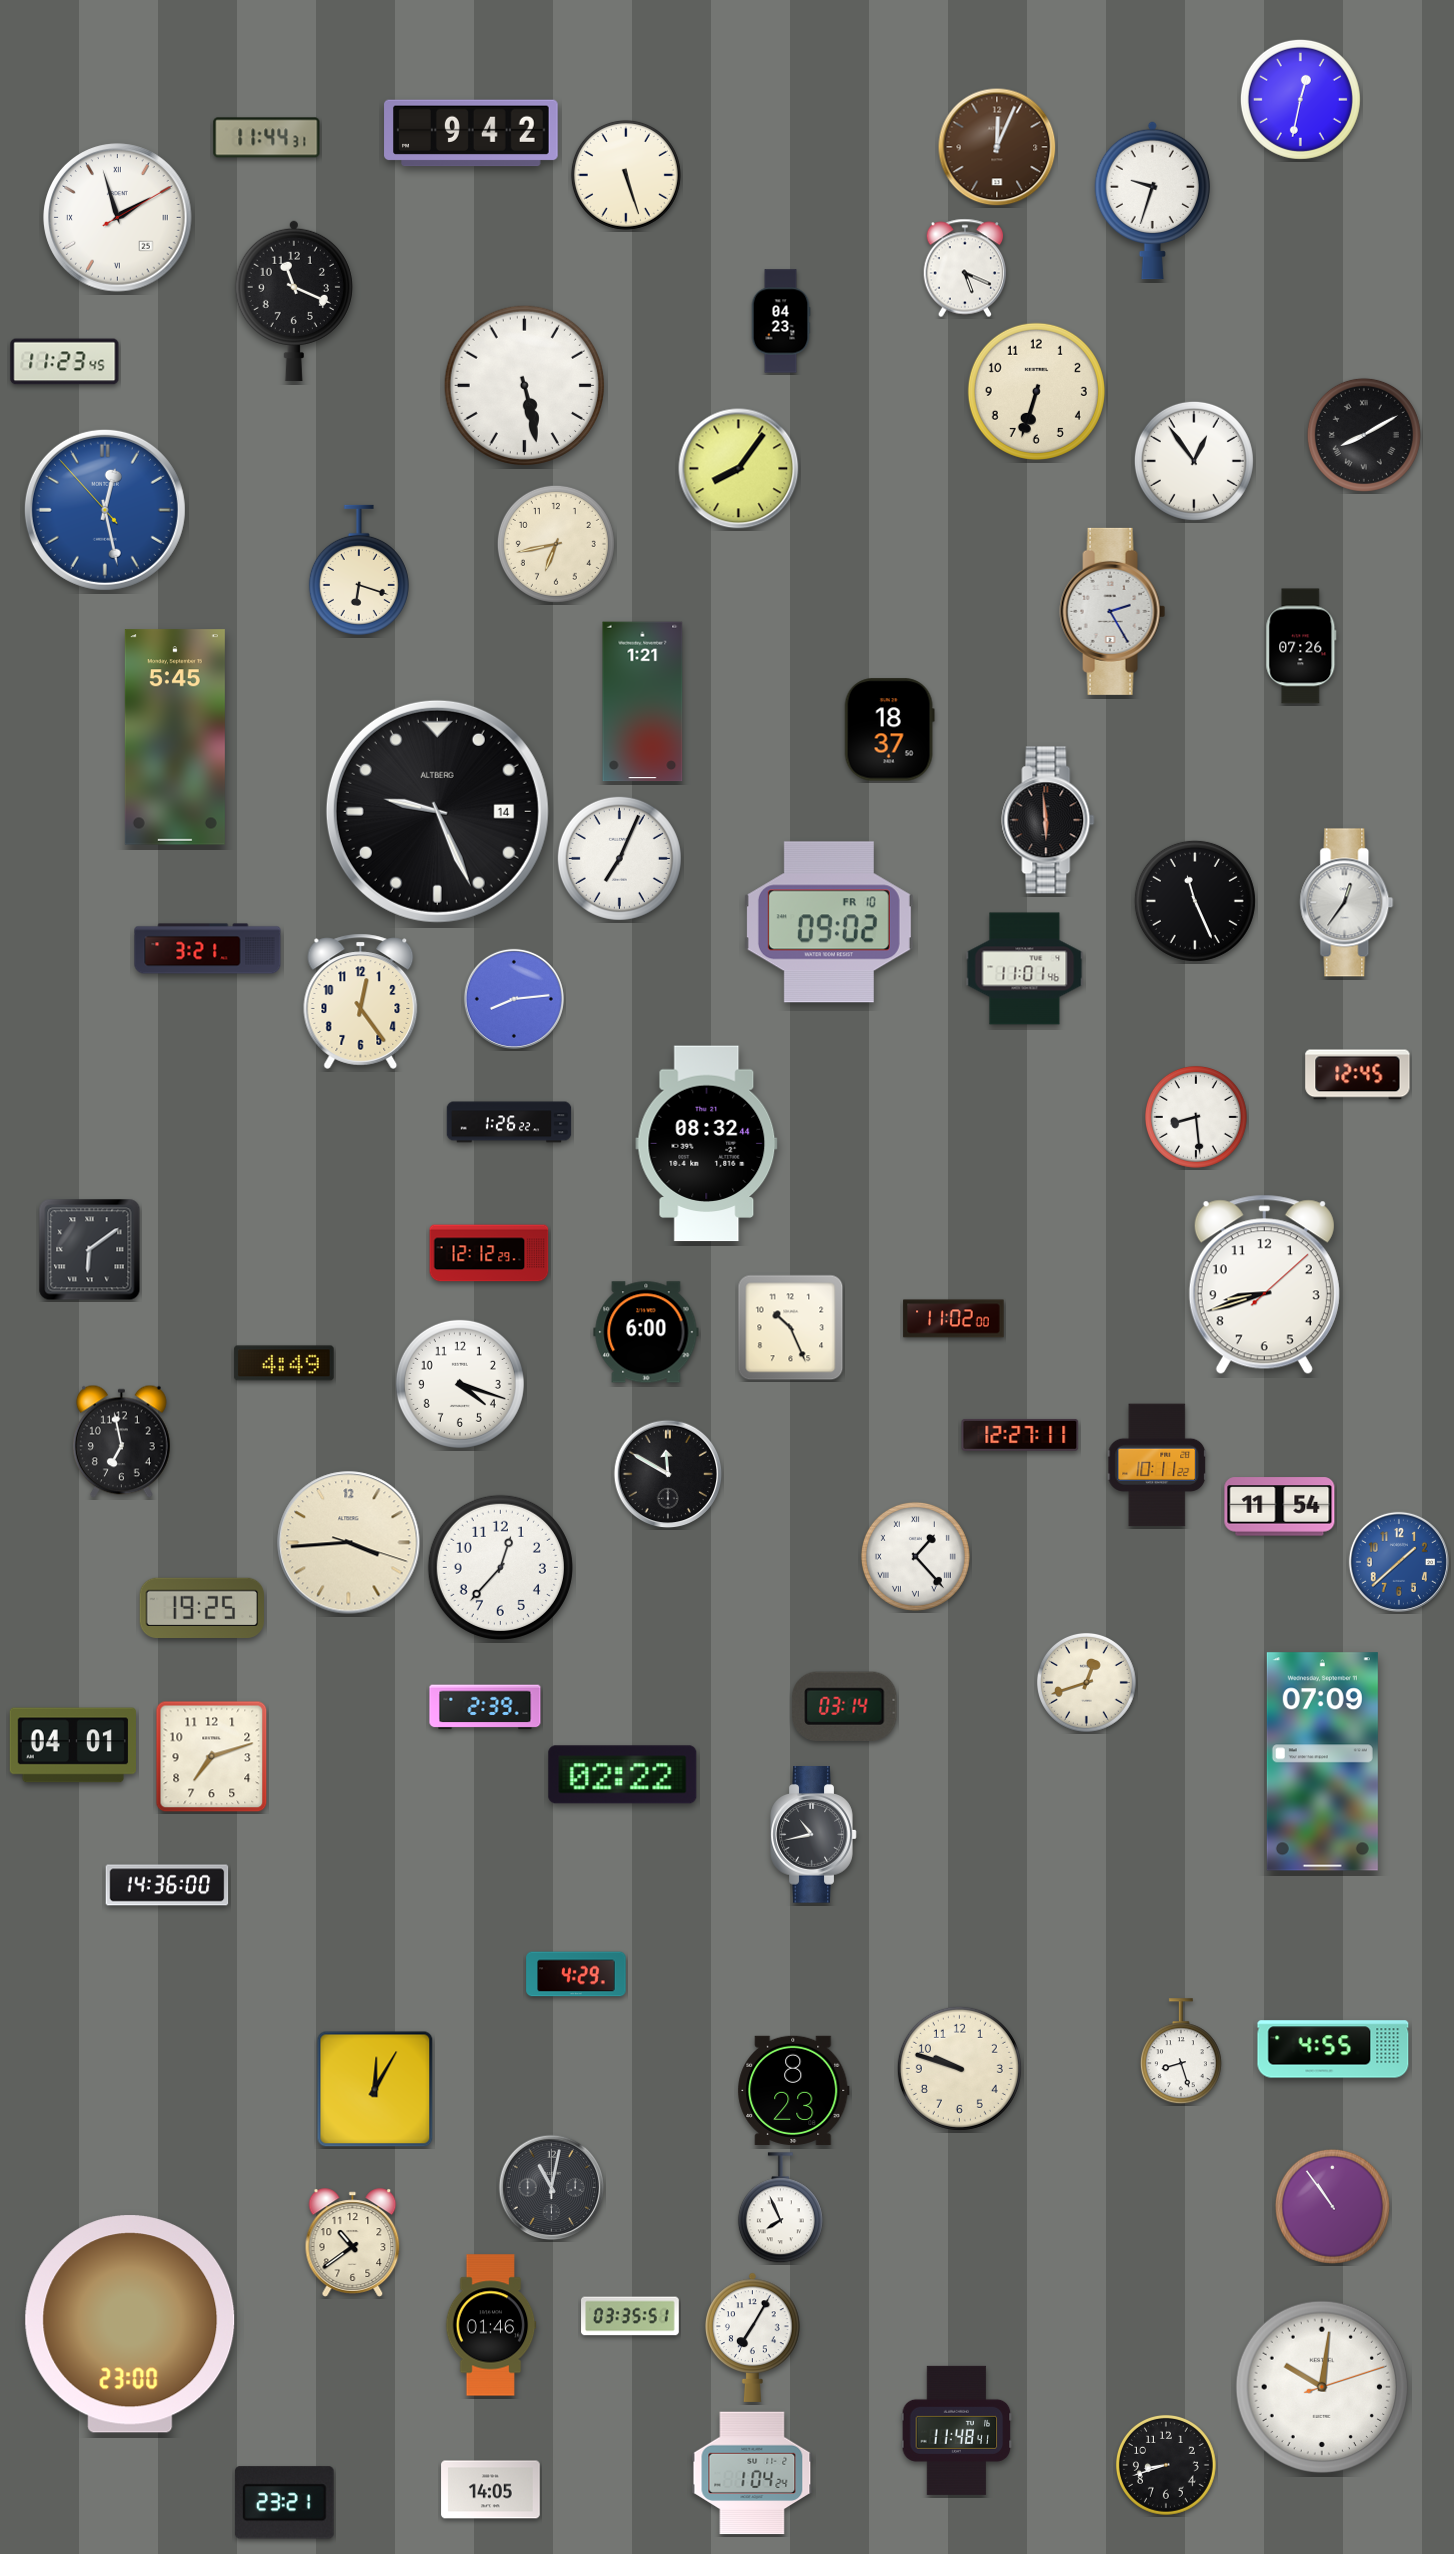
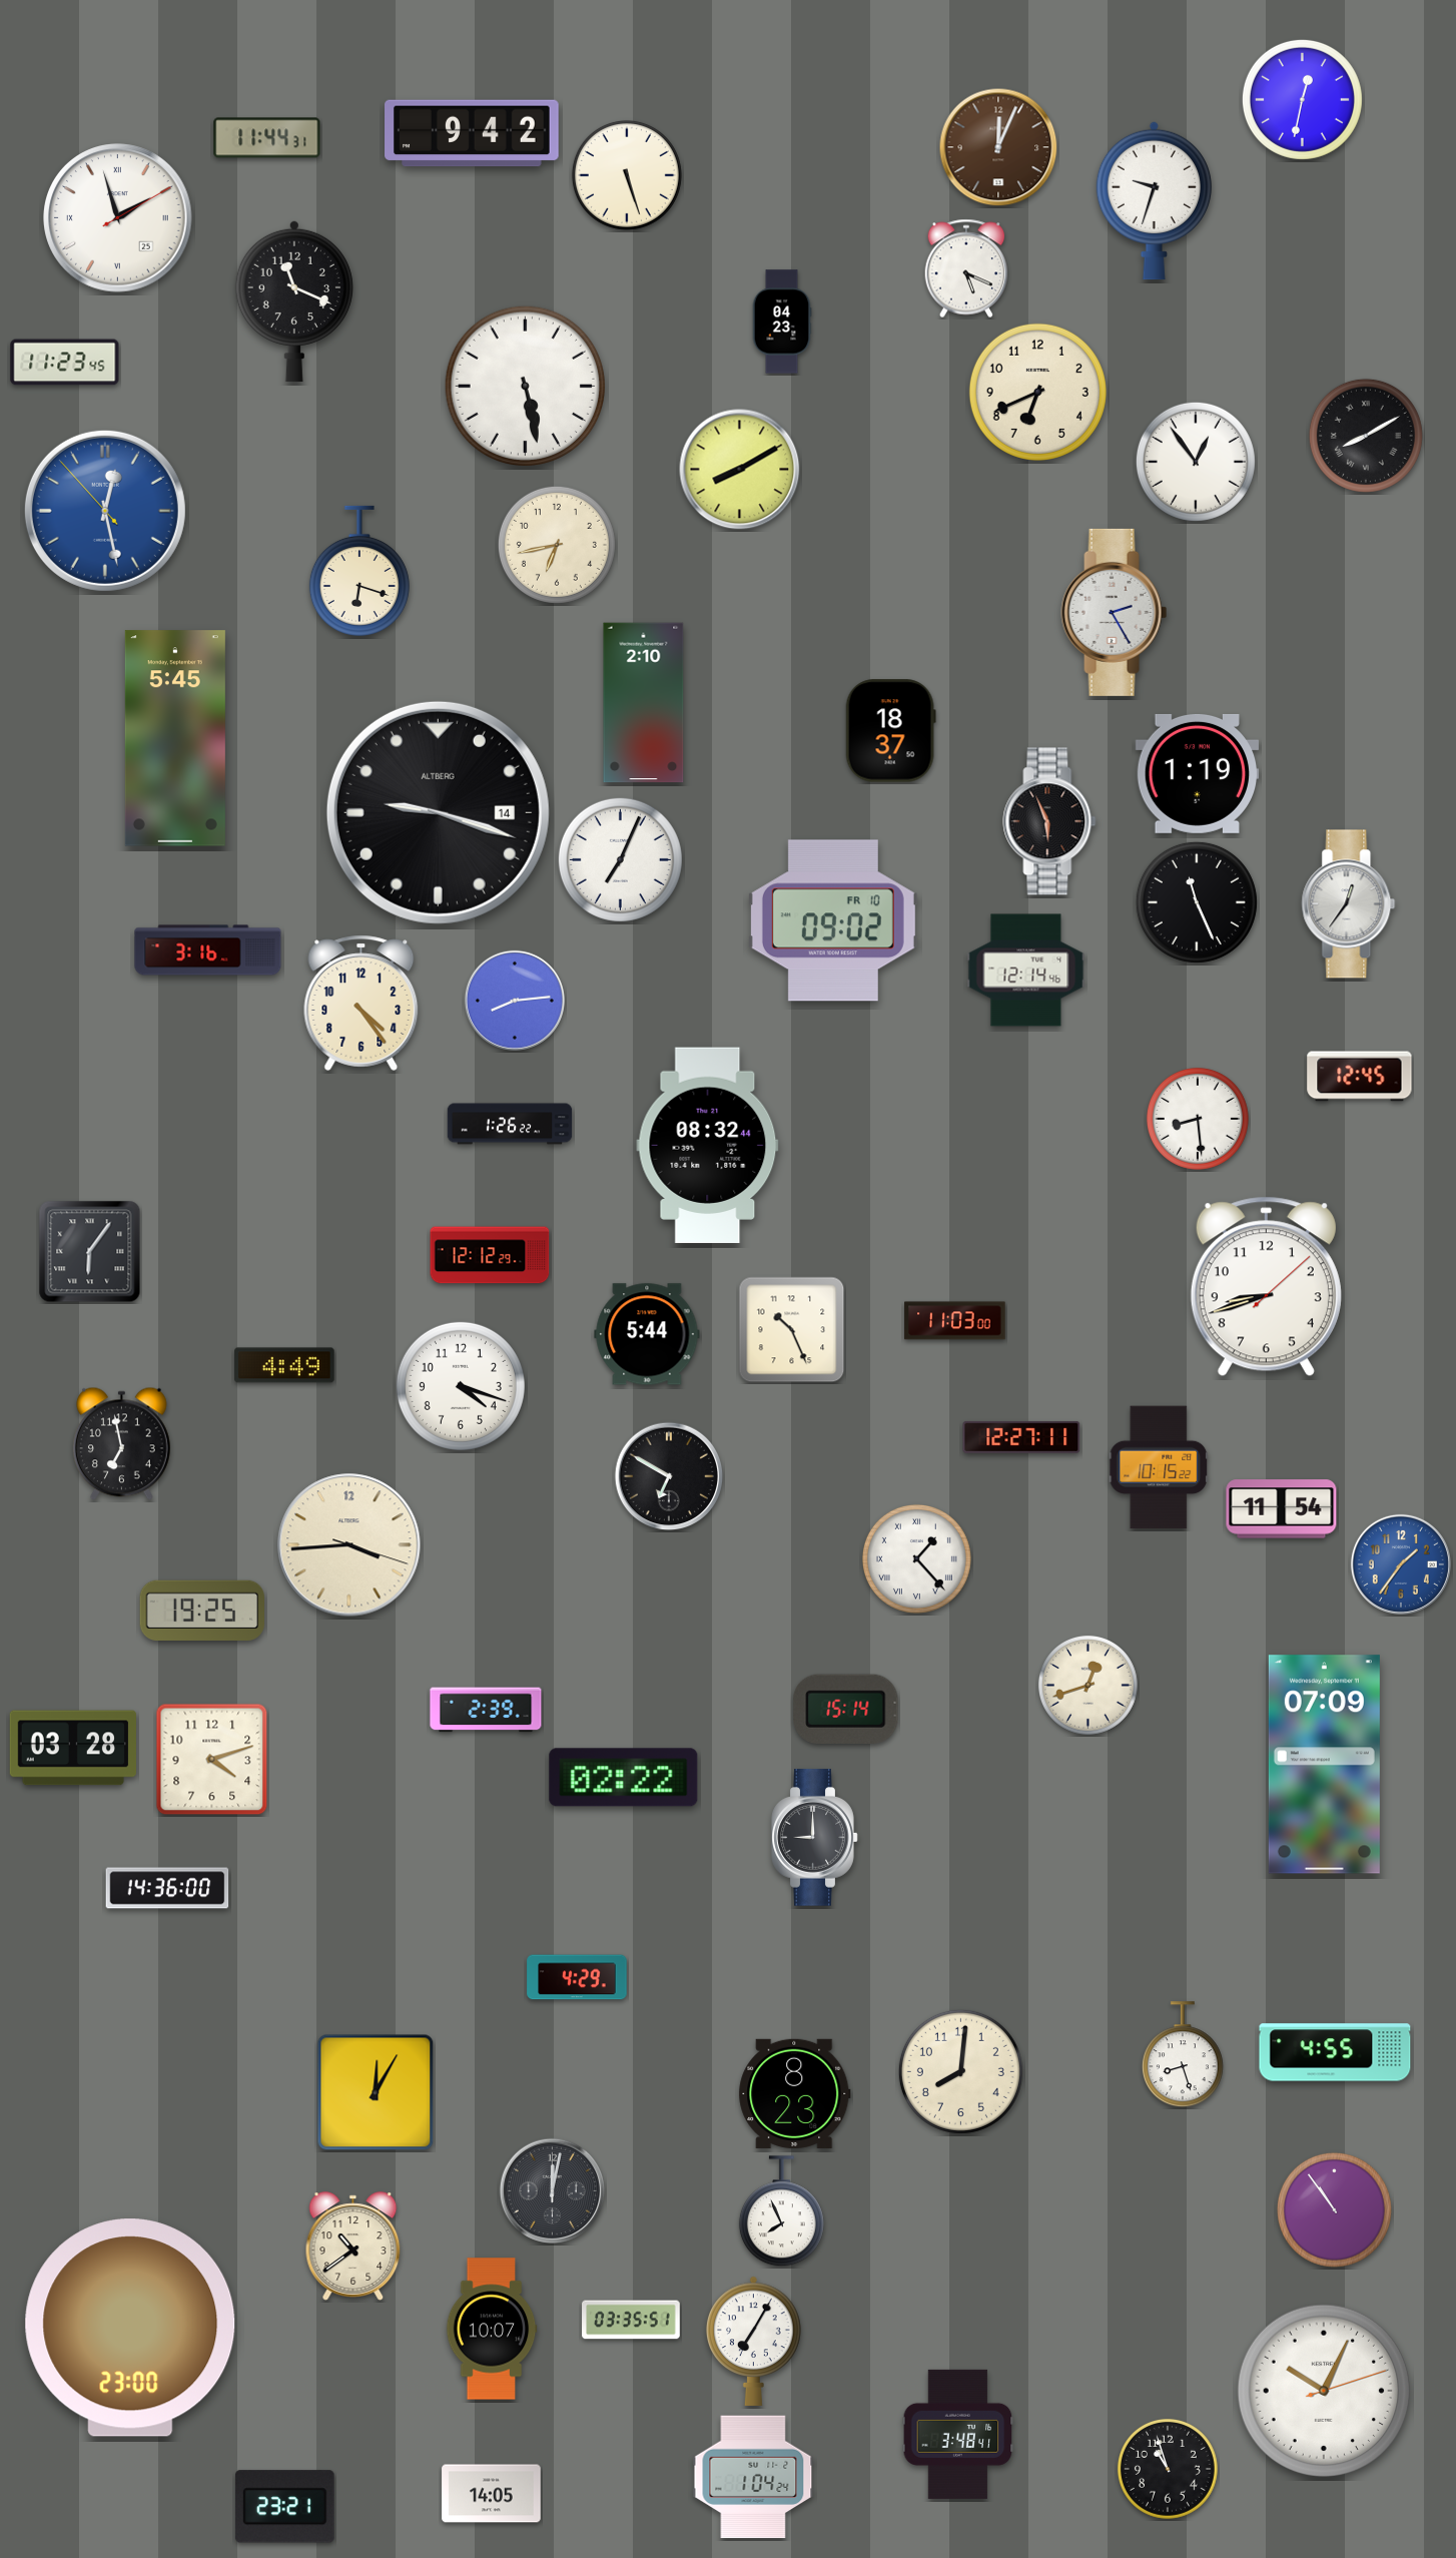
clock at (1036, 391): 6:33 -> 6:41
clock at (739, 469): 8:06 -> 8:10
clock at (1301, 646): 07:26 -> none
clock at (643, 702): 1:21 -> 2:10
clock at (1198, 773): none -> 1:19
clock at (437, 811): 9:26 -> 9:18
clock at (1048, 820): 5:59 -> 5:56
clock at (829, 922) position: (829, 922) -> (833, 920)
clock at (208, 949): 3:21 -> 3:16
clock at (1025, 969): 11:01 -> 12:14
clock at (361, 1001): 12:24 -> 4:24
clock at (90, 1250): 6:09 -> 6:06
clock at (954, 1319): 11:02 -> 11:03
clock at (646, 1332): 6:00 -> 5:44
clock at (1157, 1465): 10:11 -> 10:15
clock at (668, 1474): 11:50 -> 6:50
clock at (1399, 1562): 1:38 -> 1:36
clock at (500, 1567): 12:37 -> none
clock at (845, 1706): 03:14 -> 15:14
clock at (73, 1745): 04:01 -> 03:28
clock at (212, 1757): 7:12 -> 4:12
clock at (814, 1835): 10:43 -> 9:00
clock at (959, 2068): 9:48 -> 8:01
clock at (551, 2187): 11:02 -> 12:02
clock at (491, 2325): 01:46 -> 10:07
clock at (1322, 2387): 10:01 -> 10:04
clock at (957, 2430): 11:48 -> 3:48
clock at (1166, 2465): 8:42 -> 10:57
